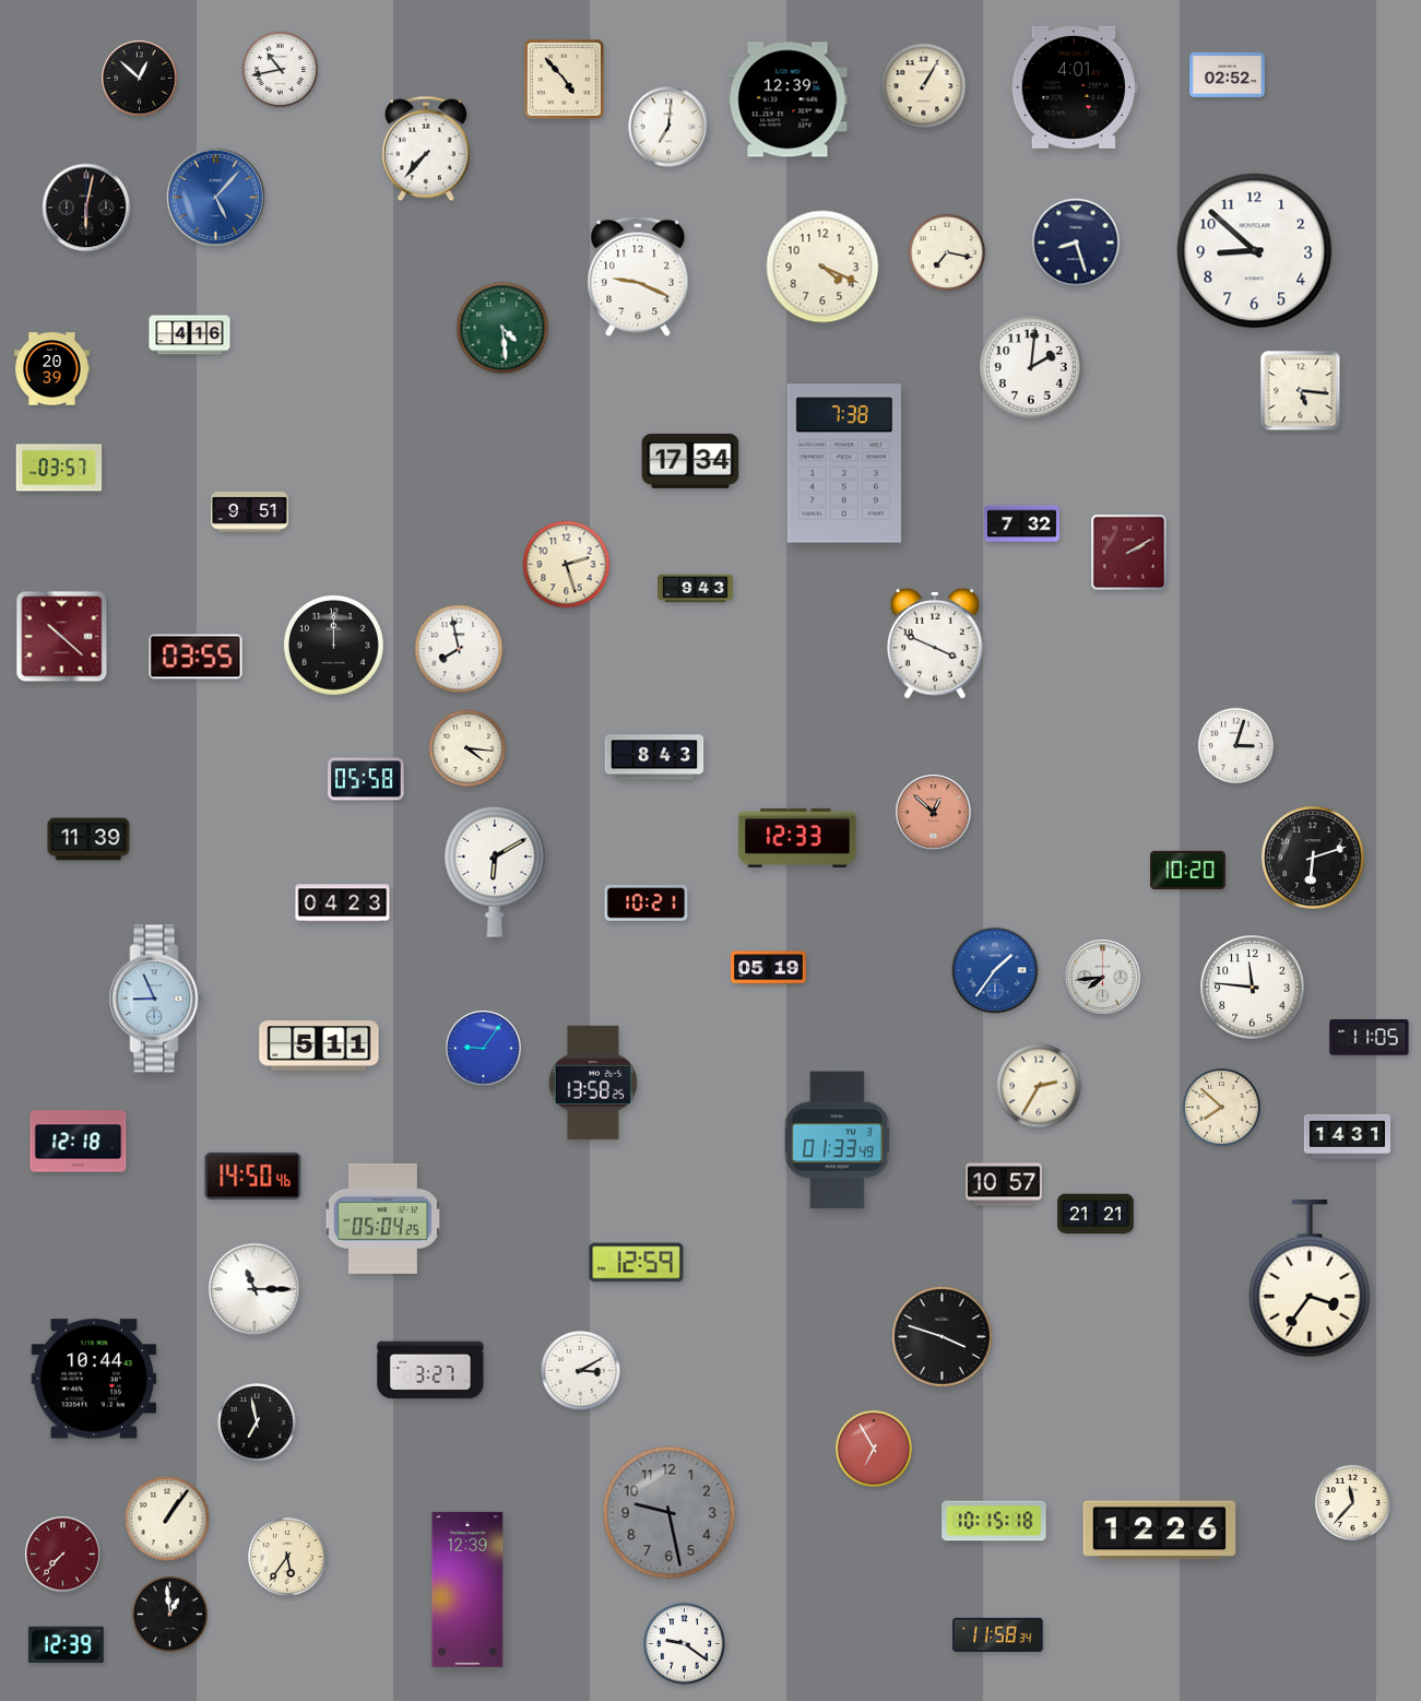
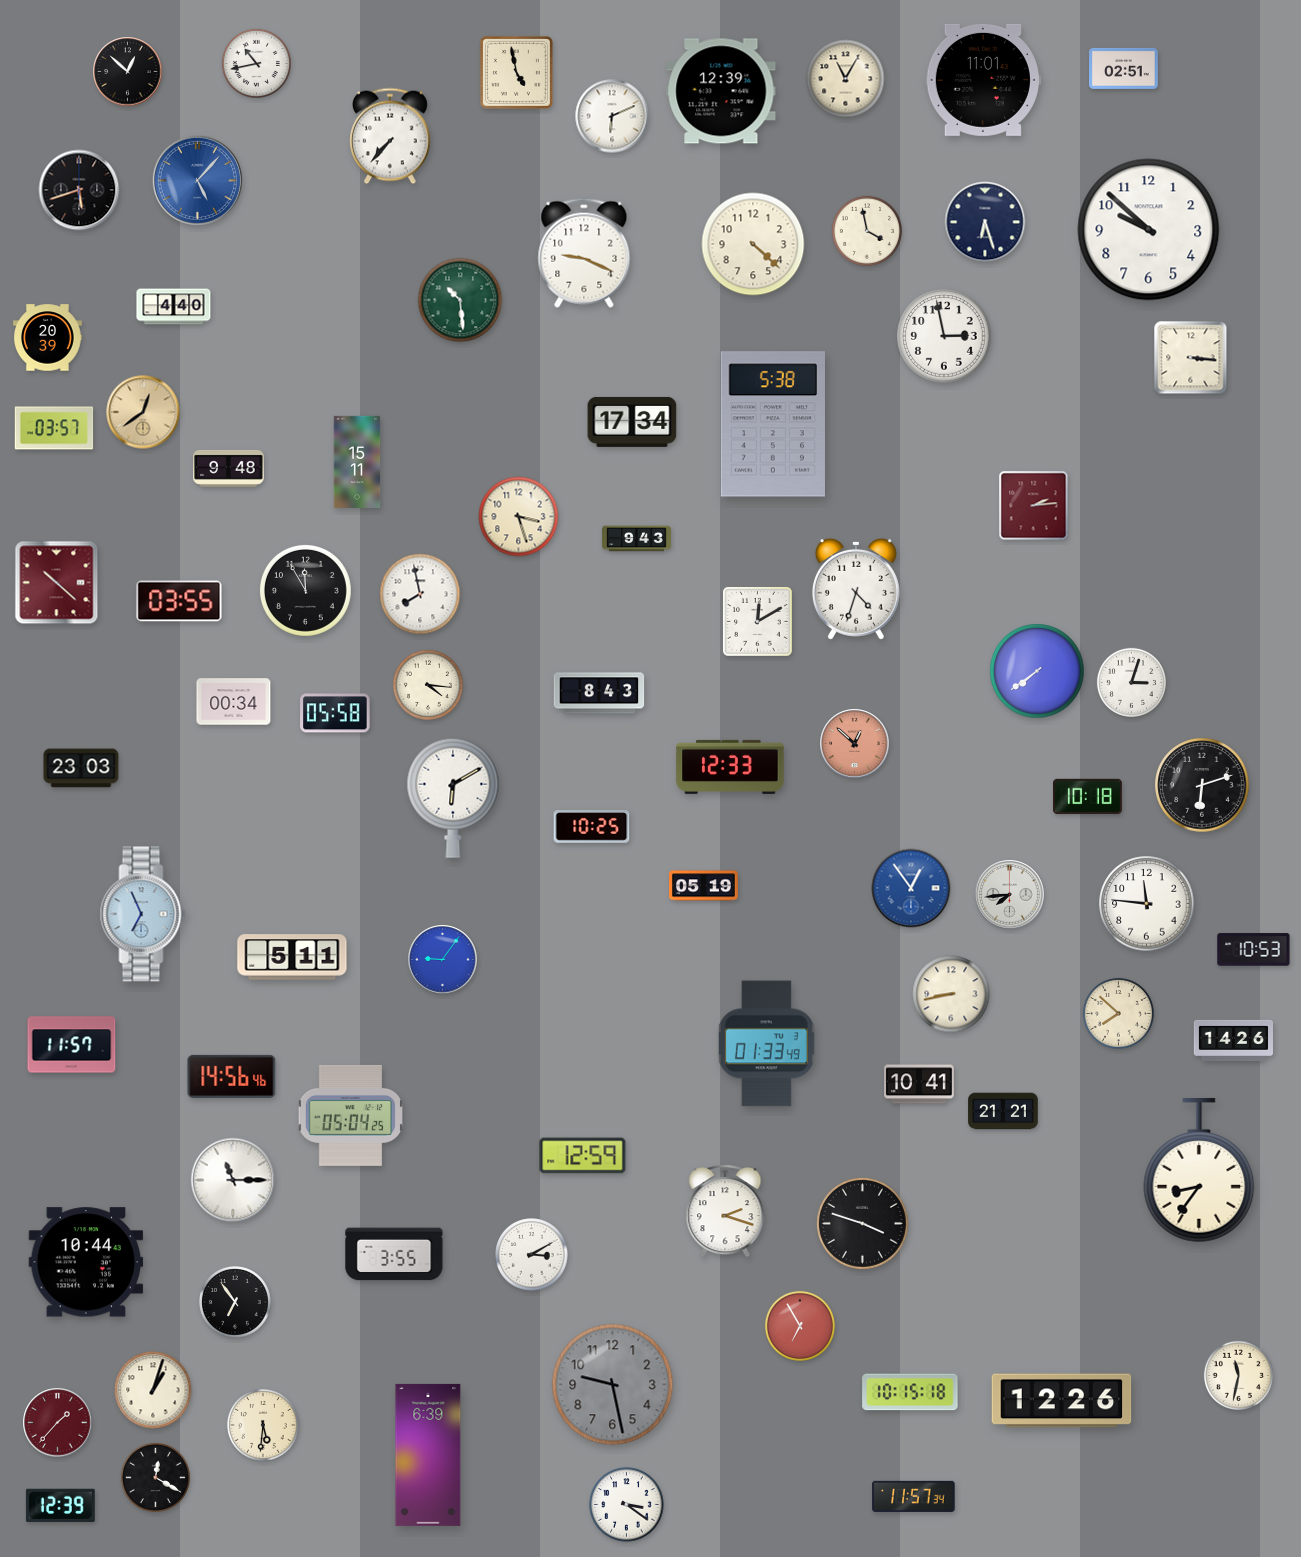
clock at (1228, 74): 02:52 -> 02:51
clock at (564, 79): 4:53 -> 4:58
clock at (924, 86): 1:05 -> 11:05
clock at (1074, 87): 4:01 -> 11:01
clock at (668, 127): 7:01 -> 6:11
clock at (86, 208): 6:02 -> 5:42
clock at (1076, 243): 8:27 -> 6:27
clock at (1255, 251): 8:52 -> 9:52
clock at (947, 252): 7:17 -> 3:58
clock at (822, 267): 4:19 -> 4:22
clock at (502, 328): 4:29 -> 10:29
clock at (190, 335): 4:16 -> 4:40
clock at (1031, 367): 2:01 -> 2:58
clock at (1301, 391): 5:16 -> 3:16
clock at (143, 412): none -> 12:39
clock at (844, 463): 7:38 -> 5:38
clock at (357, 462): none -> 15:11
clock at (250, 511): 9:51 -> 9:48
clock at (1022, 524): 7:32 -> none
clock at (1129, 553): 2:10 -> 2:14
clock at (567, 565): 2:27 -> 3:27
clock at (935, 643): 3:49 -> 4:33
clock at (333, 645): 12:00 -> 11:55
clock at (758, 622): none -> 12:10
clock at (1037, 671): none -> 7:39
clock at (234, 702): none -> 00:34
clock at (88, 839): 11:39 -> 23:03
clock at (1188, 871): 10:20 -> 10:18
clock at (343, 903): 04:23 -> none
clock at (647, 903): 10:21 -> 10:25
clock at (995, 970): 1:36 -> 12:54
clock at (156, 999): 8:56 -> 6:56
clock at (1370, 1038): 11:05 -> 10:53
clock at (592, 1083): 13:58 -> none
clock at (1039, 1086): 2:35 -> 8:43
clock at (1348, 1136): 14:31 -> 14:26
clock at (79, 1142): 12:18 -> 11:57
clock at (253, 1176): 14:50 -> 14:56
clock at (1004, 1184): 10:57 -> 10:41
clock at (1310, 1279): 3:36 -> 8:36
clock at (725, 1212): none -> 2:18
clock at (430, 1370): 3:27 -> 3:55
clock at (258, 1424): 6:58 -> 6:54
clock at (1352, 1502): 11:37 -> 11:32
clock at (167, 1519): 1:06 -> 1:03
clock at (63, 1555): 7:37 -> 1:37
clock at (288, 1558): 5:36 -> 5:31
clock at (467, 1590): 12:39 -> 6:39
clock at (169, 1614): 12:59 -> 12:20
clock at (998, 1634): 11:58 -> 11:57
clock at (685, 1644): 9:21 -> 3:21
